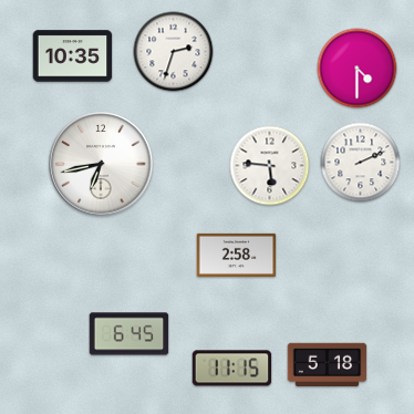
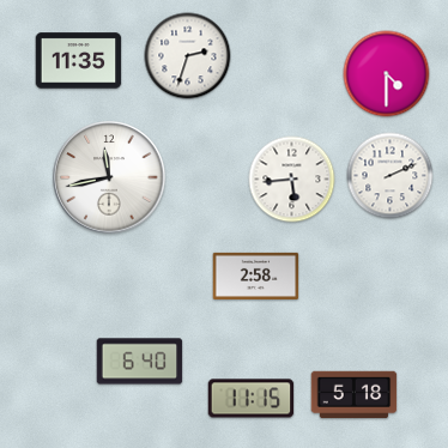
clock at (73, 56): 10:35 -> 11:35
clock at (101, 164): 6:43 -> 11:43
clock at (270, 166): 5:46 -> 5:44
clock at (130, 334): 6:45 -> 6:40
